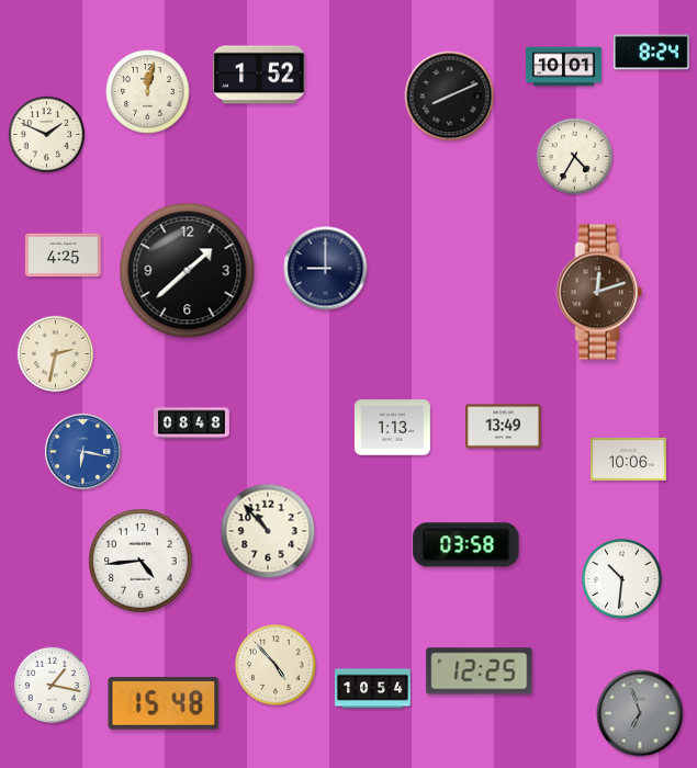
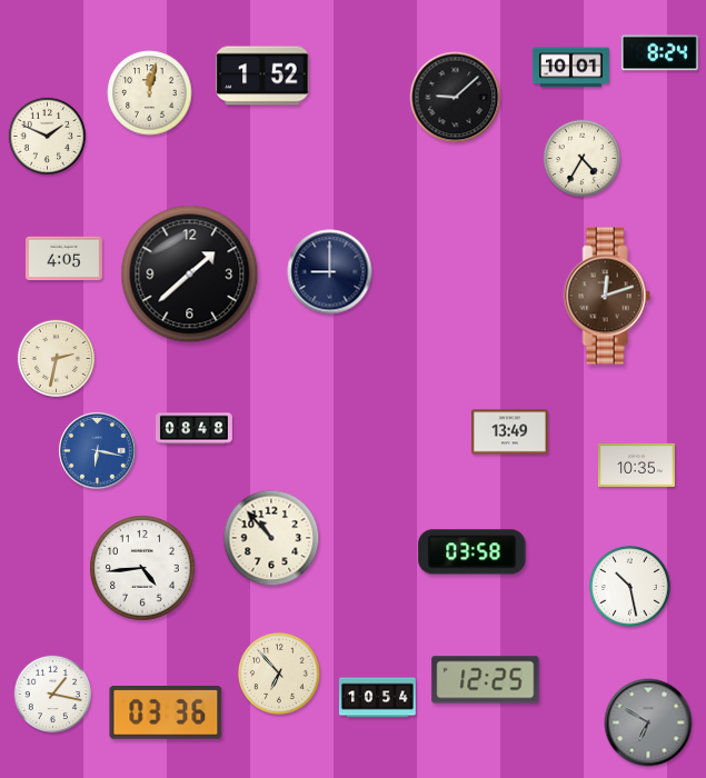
clock at (450, 97): 8:11 -> 9:08
clock at (63, 256): 4:25 -> 4:05
clock at (392, 428): 1:13 -> none
clock at (83, 452) position: (83, 452) -> (98, 451)
clock at (628, 459): 10:06 -> 10:35
clock at (622, 579): 10:31 -> 10:28
clock at (276, 665): 4:53 -> 6:53
clock at (164, 703): 15:48 -> 03:36
clock at (640, 713): 6:57 -> 6:50
